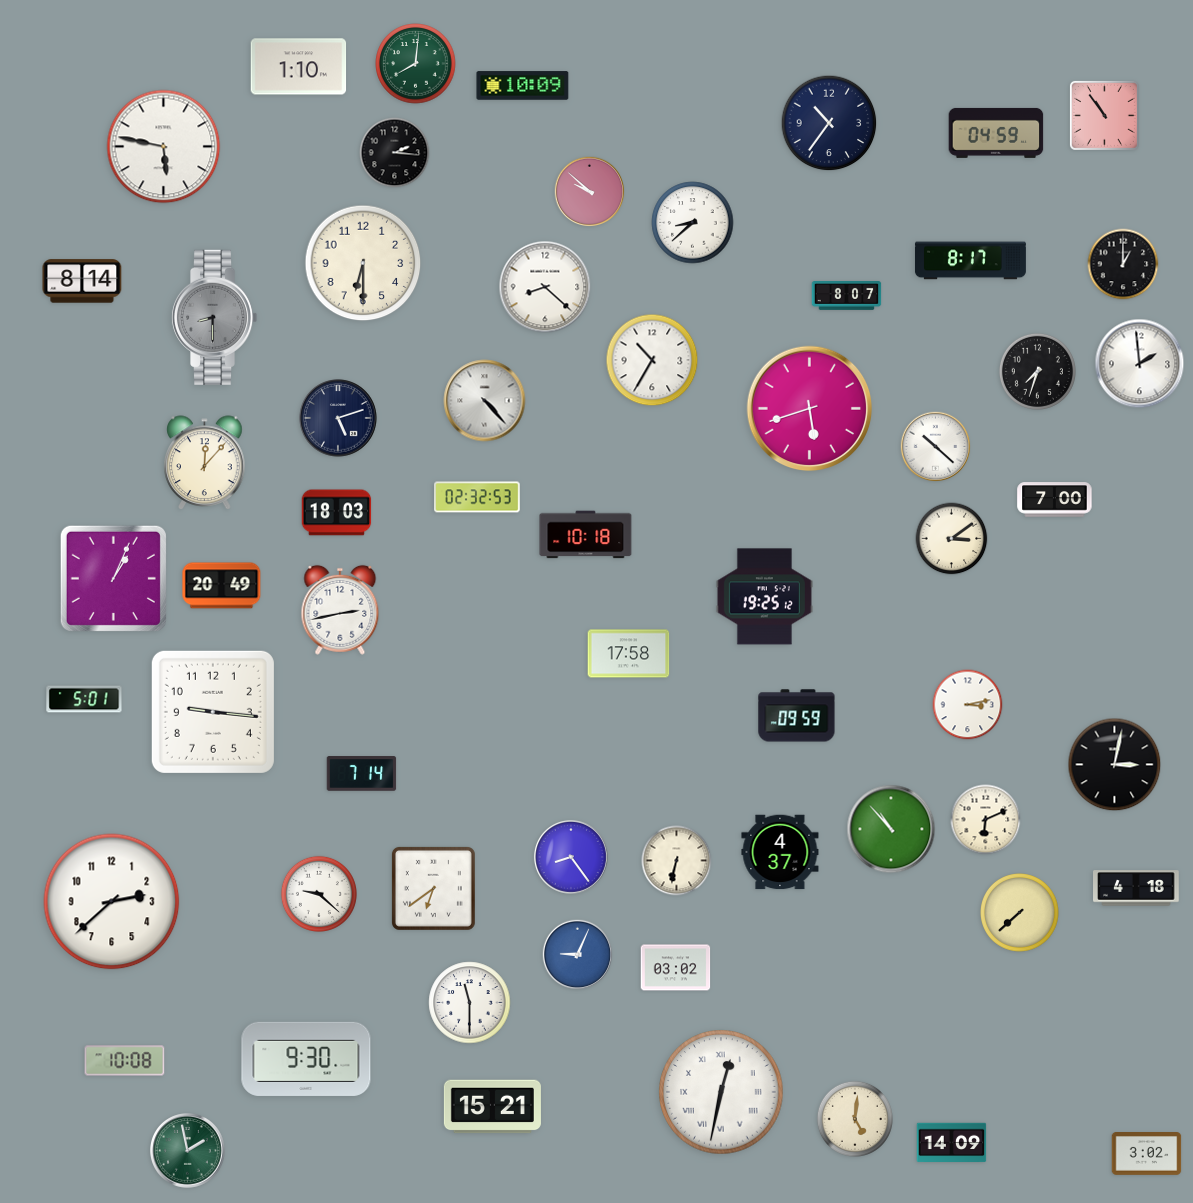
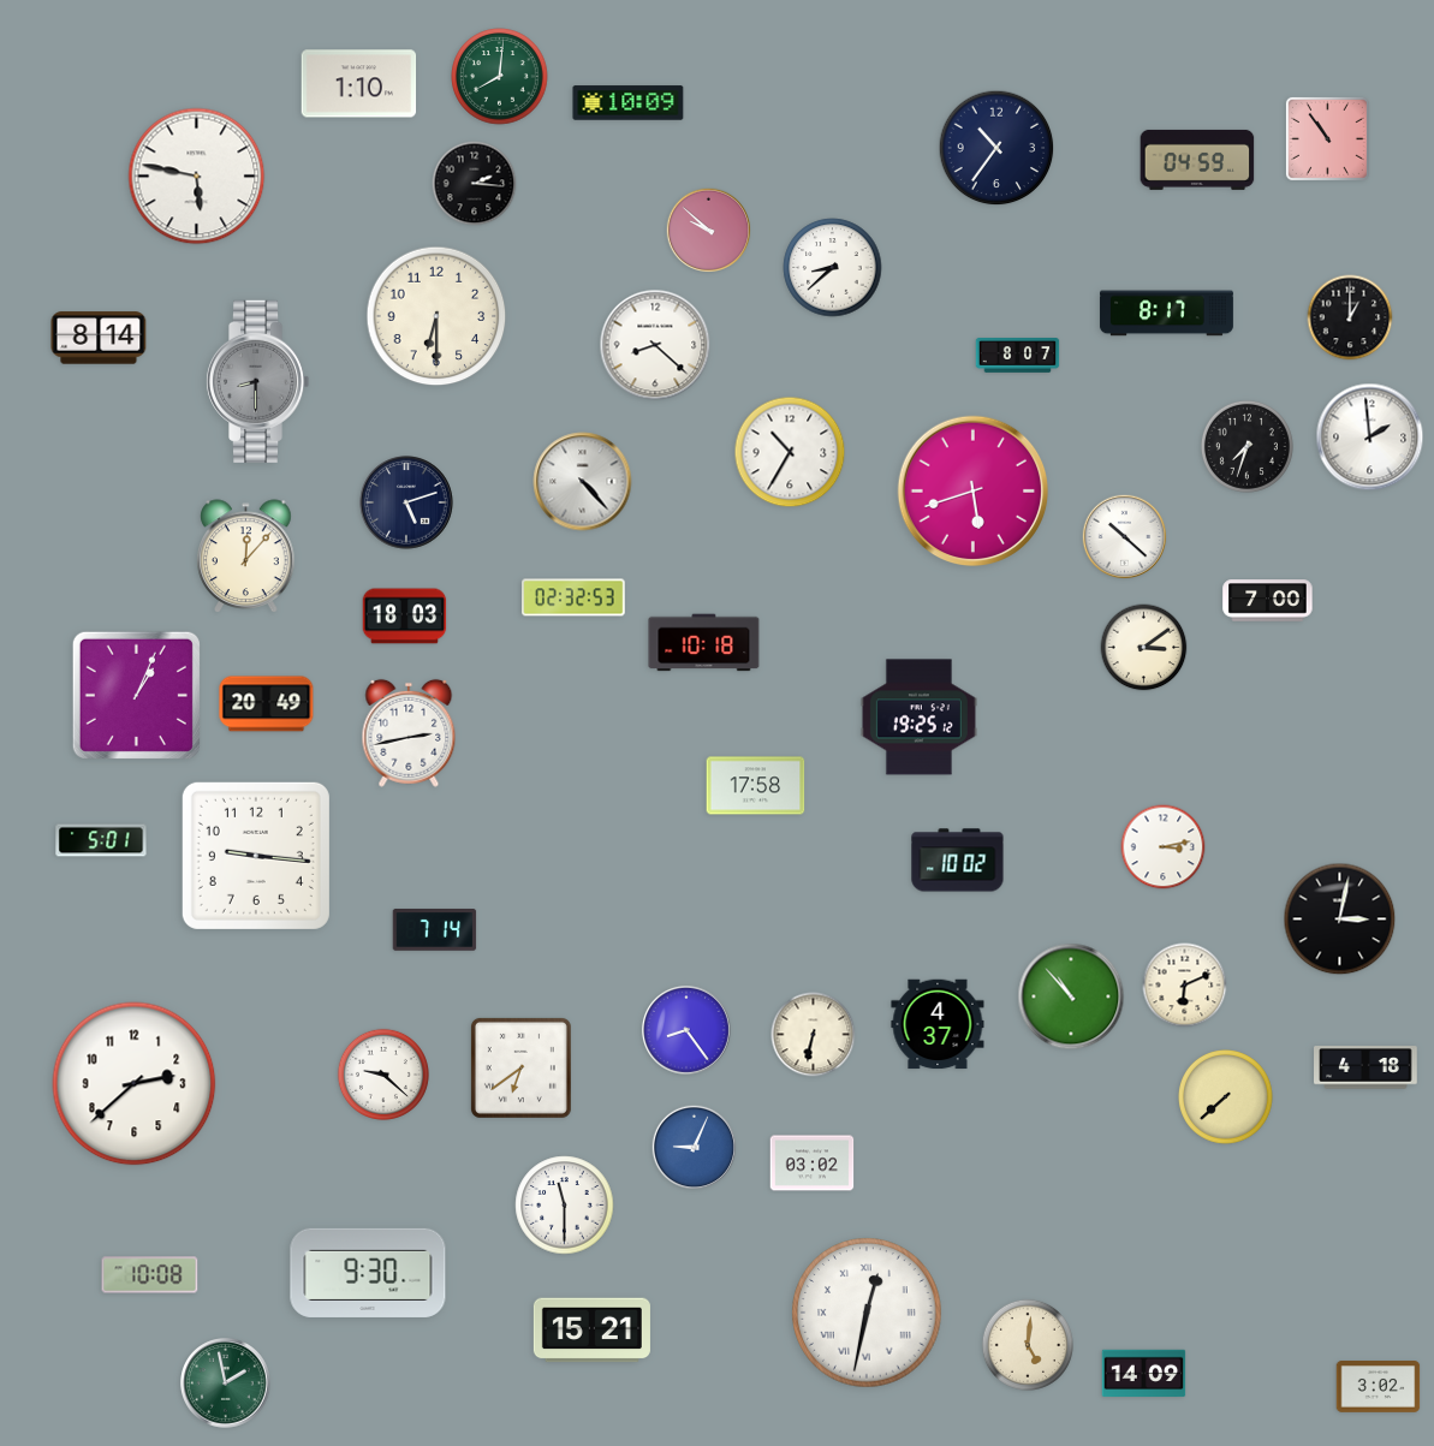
clock at (299, 67) position: (299, 67) -> (359, 84)
clock at (652, 360) position: (652, 360) -> (790, 452)
clock at (797, 716): 09:59 -> 10:02
